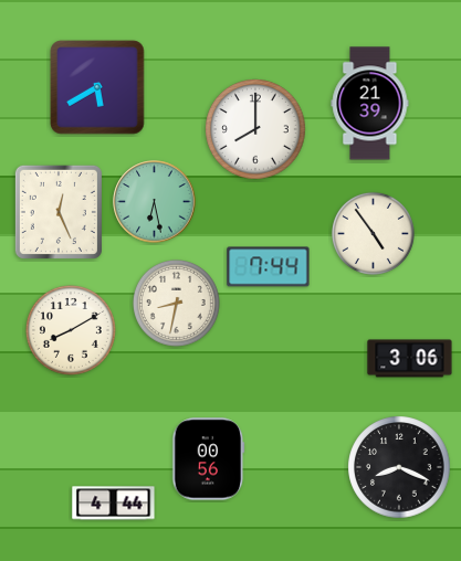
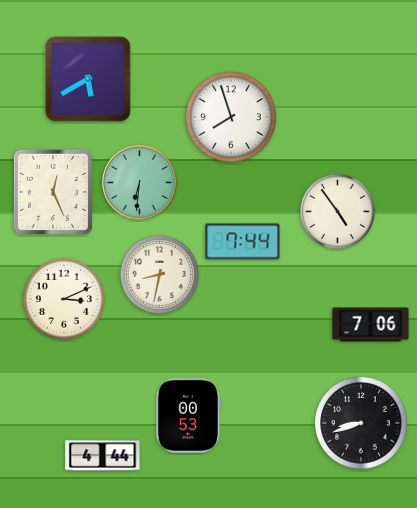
clock at (370, 104): 21:39 -> none
clock at (255, 129): 8:00 -> 7:57
clock at (155, 202): 6:28 -> 6:31
clock at (71, 330): 8:10 -> 3:11
clock at (410, 359): 3:06 -> 7:06
clock at (209, 459): 00:56 -> 00:53
clock at (399, 467): 8:19 -> 8:42
